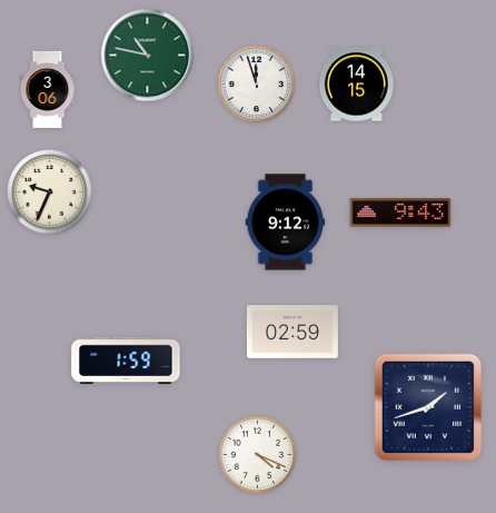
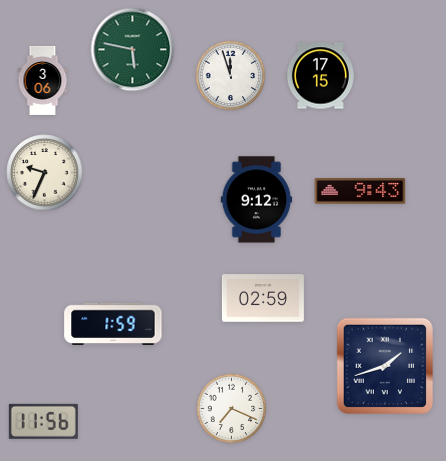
clock at (148, 56): 10:47 -> 5:47
clock at (356, 85): 14:15 -> 17:15
clock at (258, 455): 4:19 -> 7:19
clock at (43, 421): none -> 11:56
